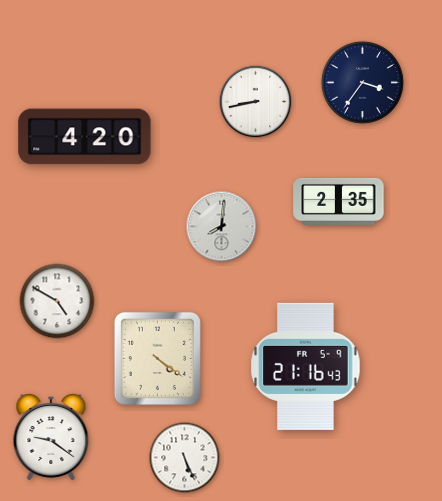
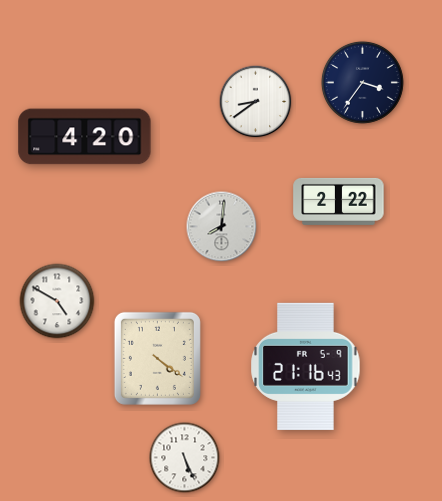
clock at (256, 102): 8:43 -> 8:39
clock at (339, 201): 2:35 -> 2:22
clock at (51, 437): 9:21 -> none
